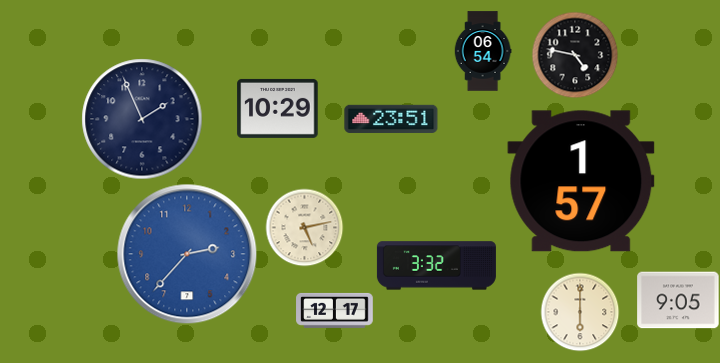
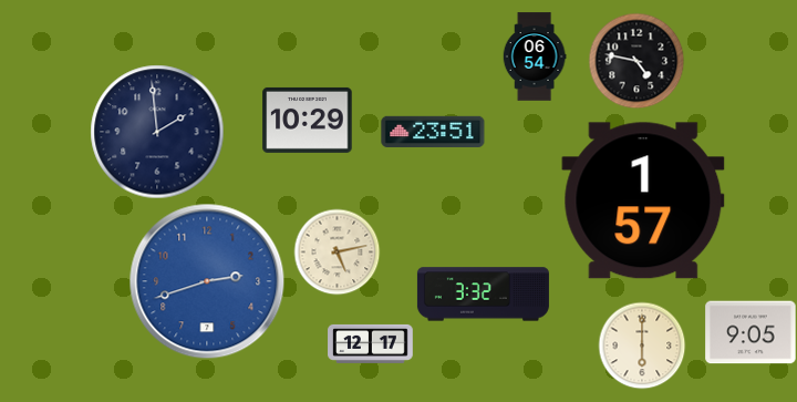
clock at (142, 119): 1:56 -> 1:59
clock at (187, 254): 2:37 -> 2:42
